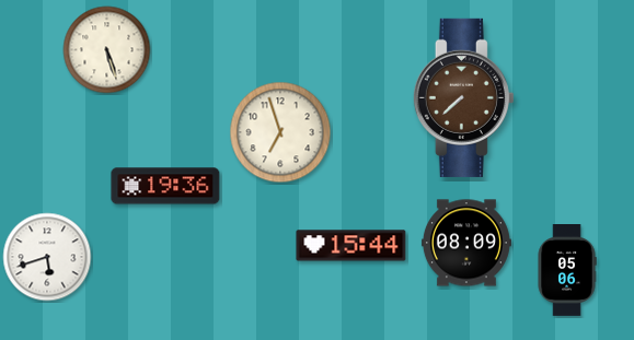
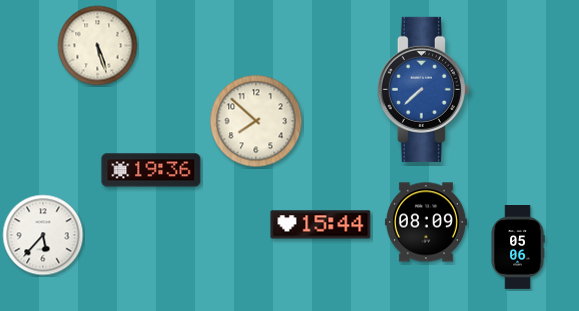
clock at (463, 97) dial: brown -> blue
clock at (280, 132): 6:57 -> 7:52
clock at (47, 257): 5:42 -> 5:37
